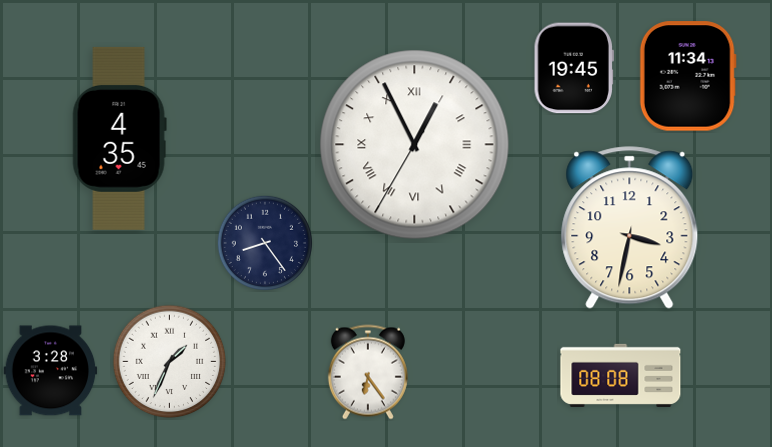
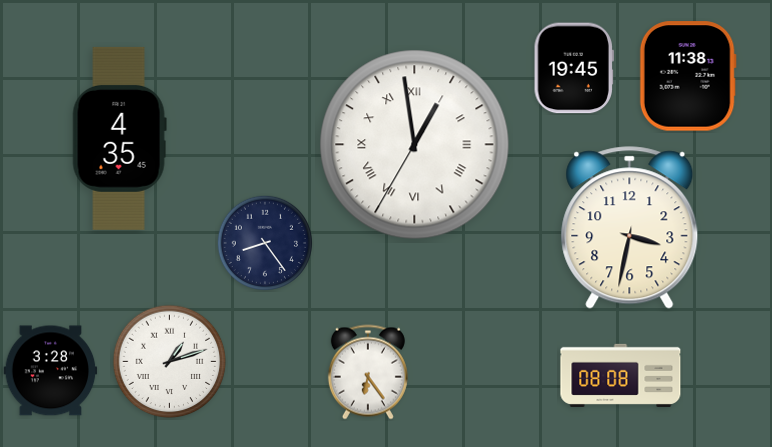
clock at (688, 76): 11:34 -> 11:38
clock at (415, 145): 12:55 -> 12:58
clock at (170, 362): 1:34 -> 1:12
